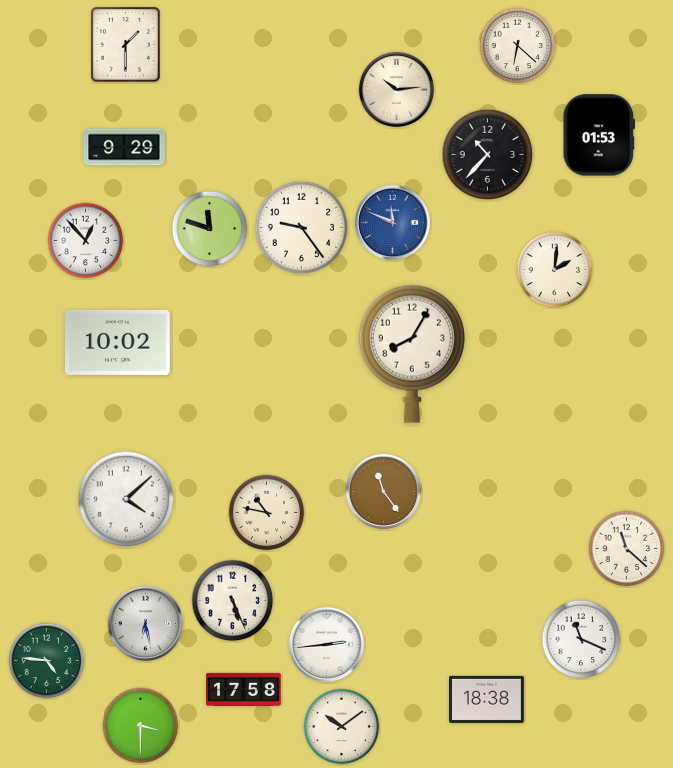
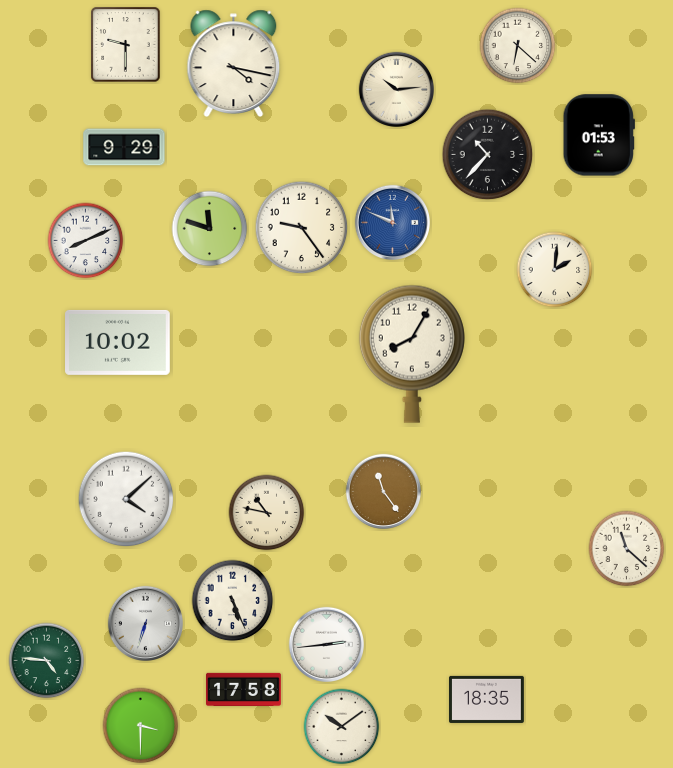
clock at (126, 45): 1:30 -> 9:30
clock at (234, 63): none -> 4:17
clock at (86, 241): 12:53 -> 8:11
clock at (145, 623): 6:28 -> 6:33
clock at (581, 639): 11:19 -> none
clock at (487, 699): 18:38 -> 18:35
